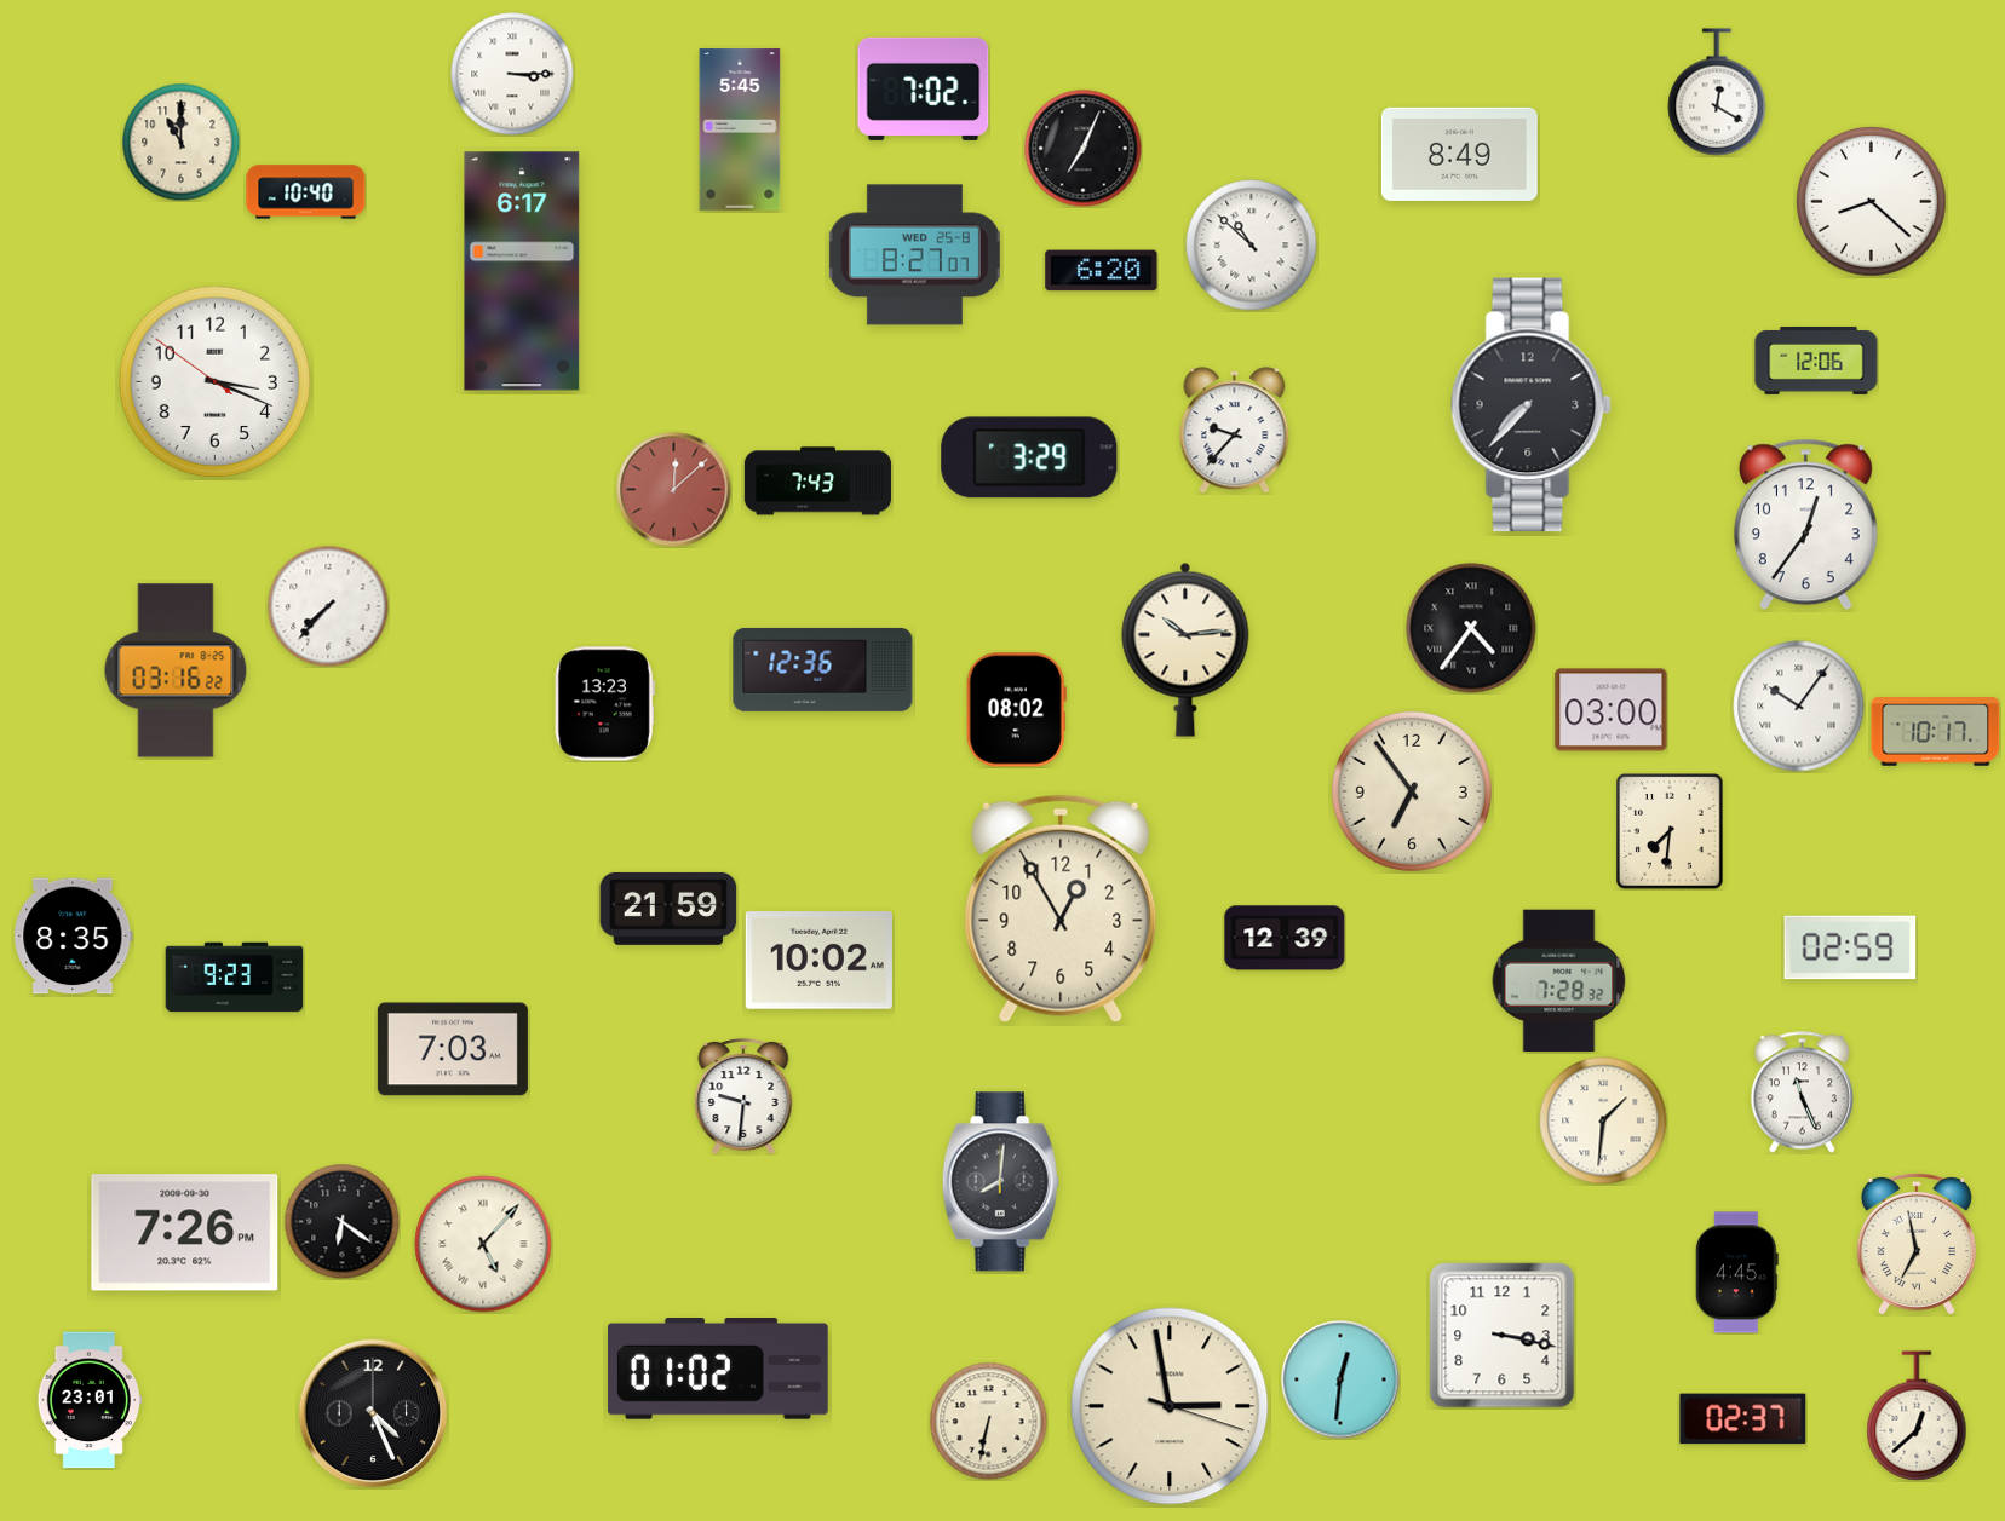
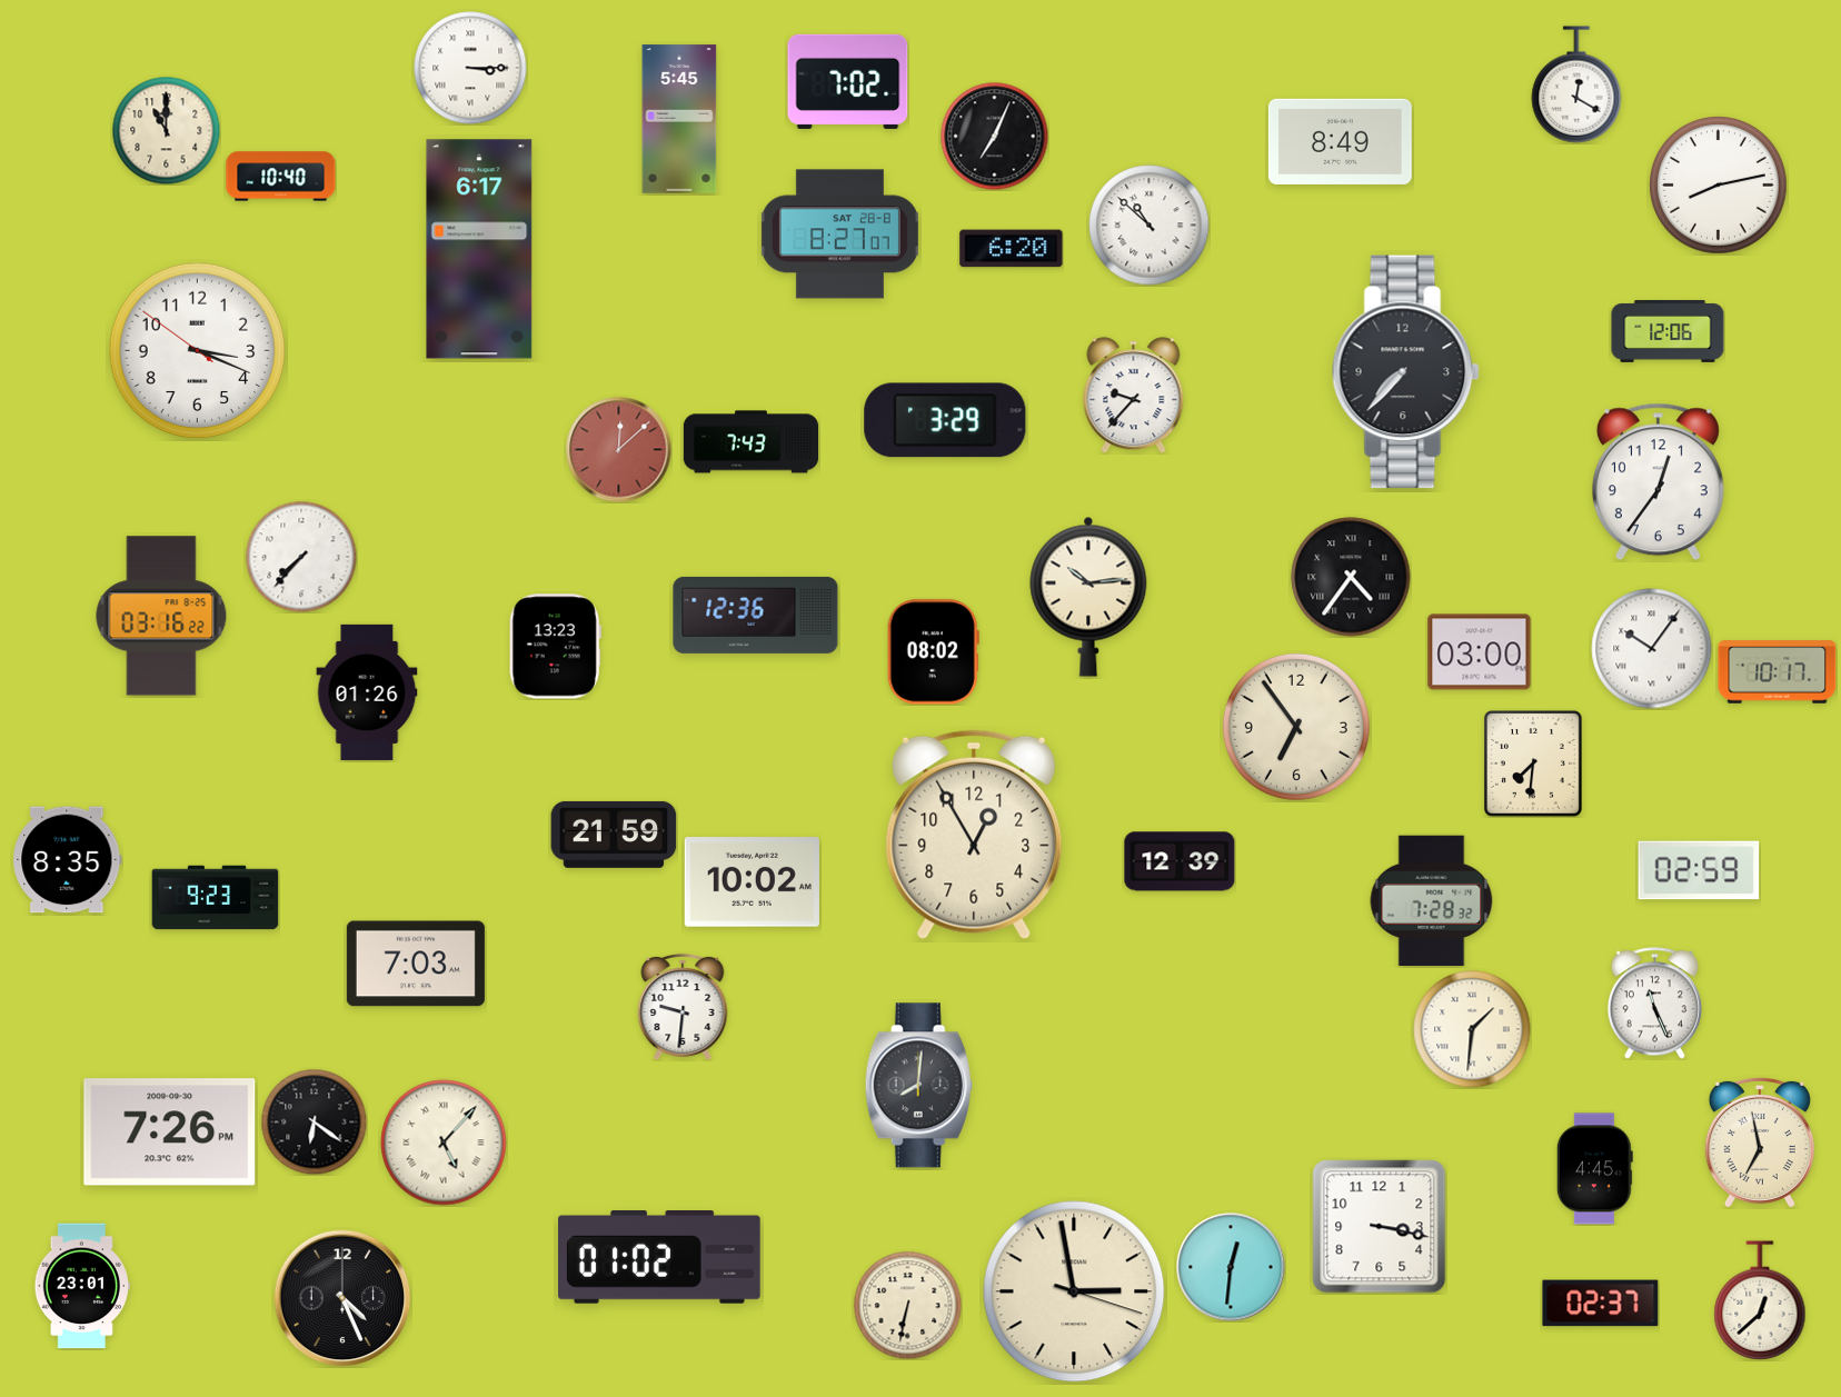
clock at (1872, 202): 8:22 -> 8:13
clock at (914, 255) date: WED 25-8 -> SAT 28-8
clock at (367, 692): none -> 01:26
